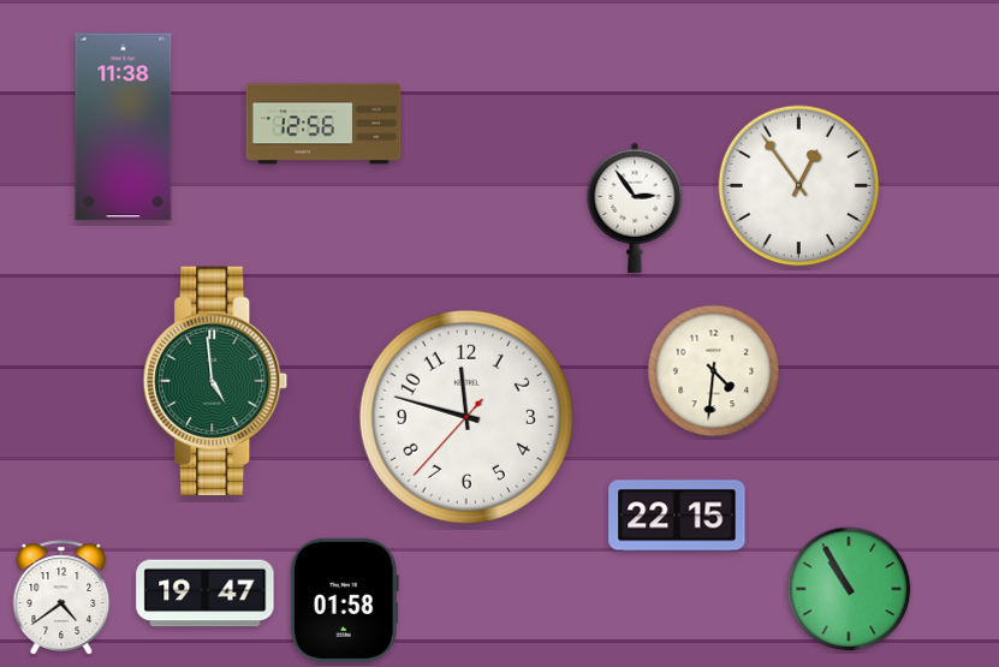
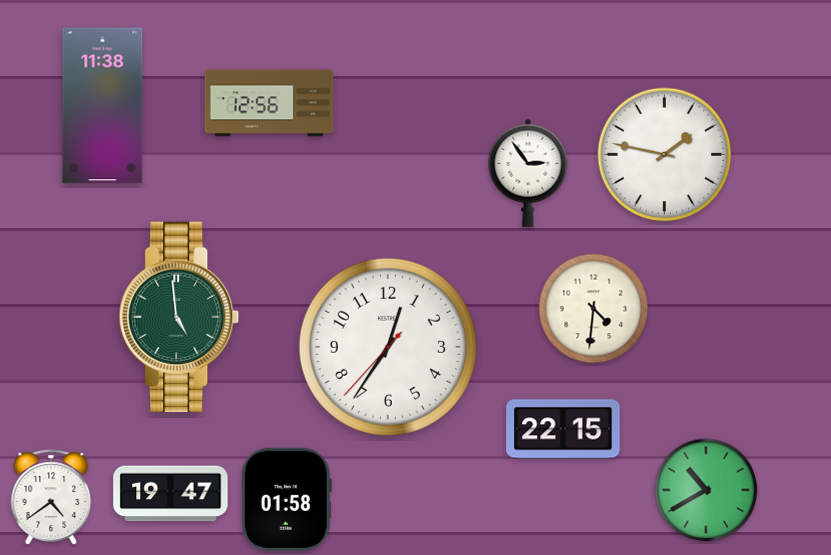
clock at (799, 186): 12:54 -> 1:47
clock at (466, 417): 11:47 -> 12:35
clock at (849, 589): 10:55 -> 10:40
